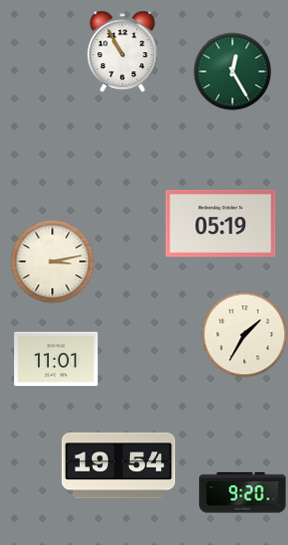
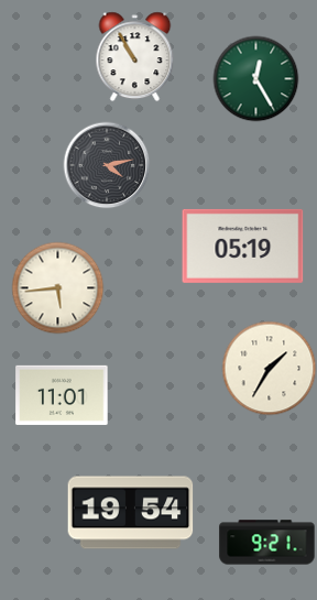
clock at (107, 165): none -> 4:13
clock at (52, 261): 3:13 -> 5:44
clock at (243, 493): 9:20 -> 9:21
